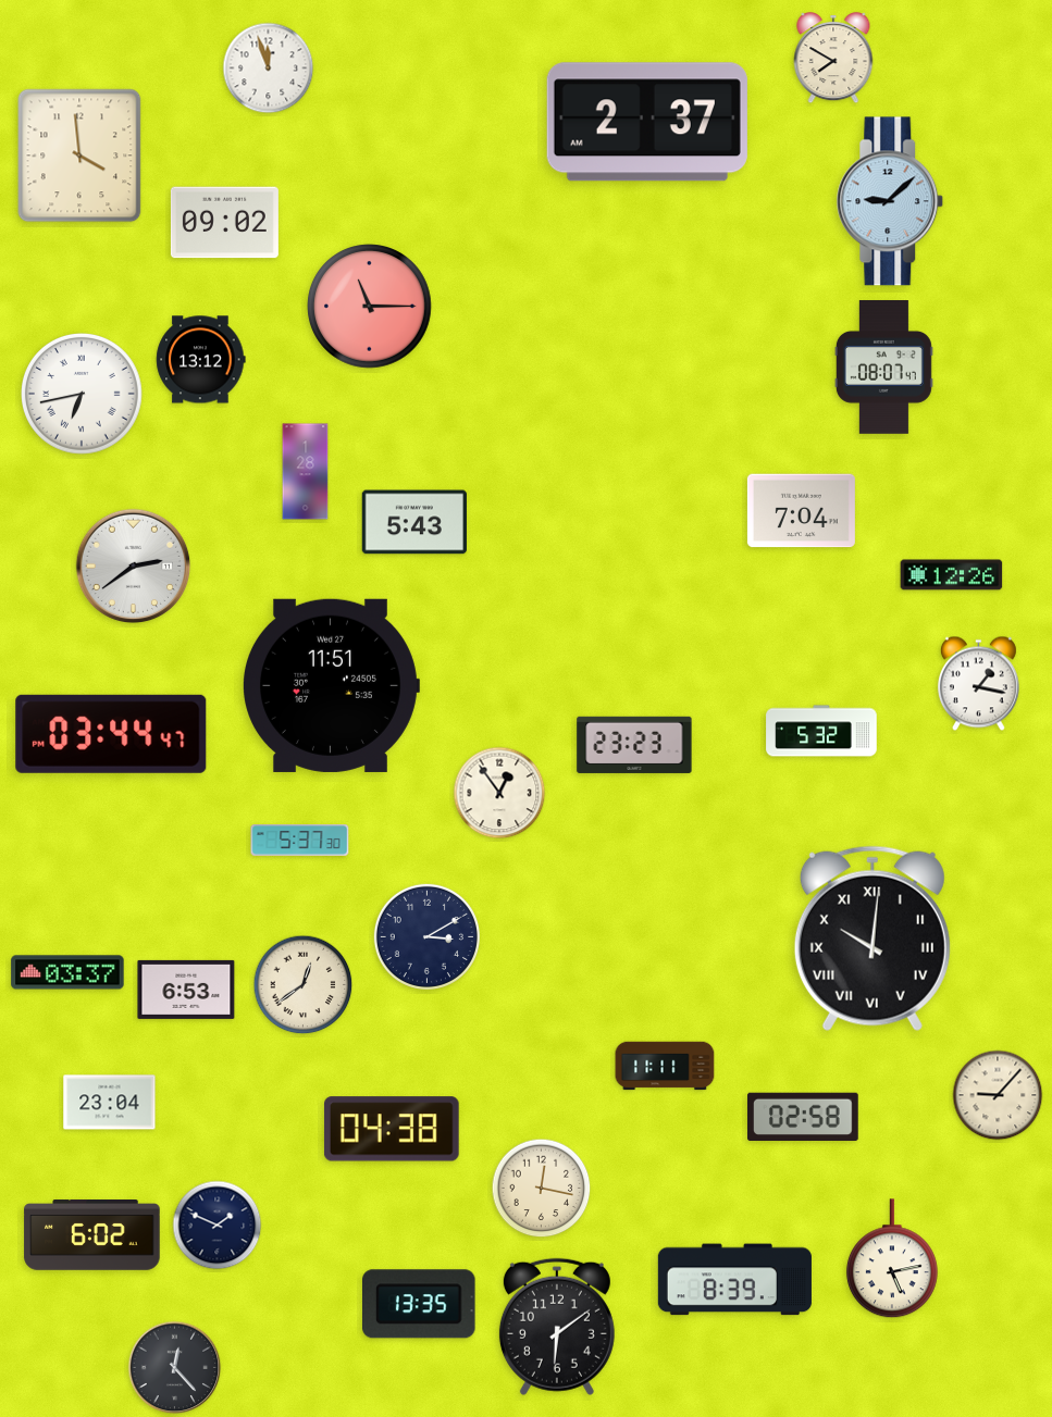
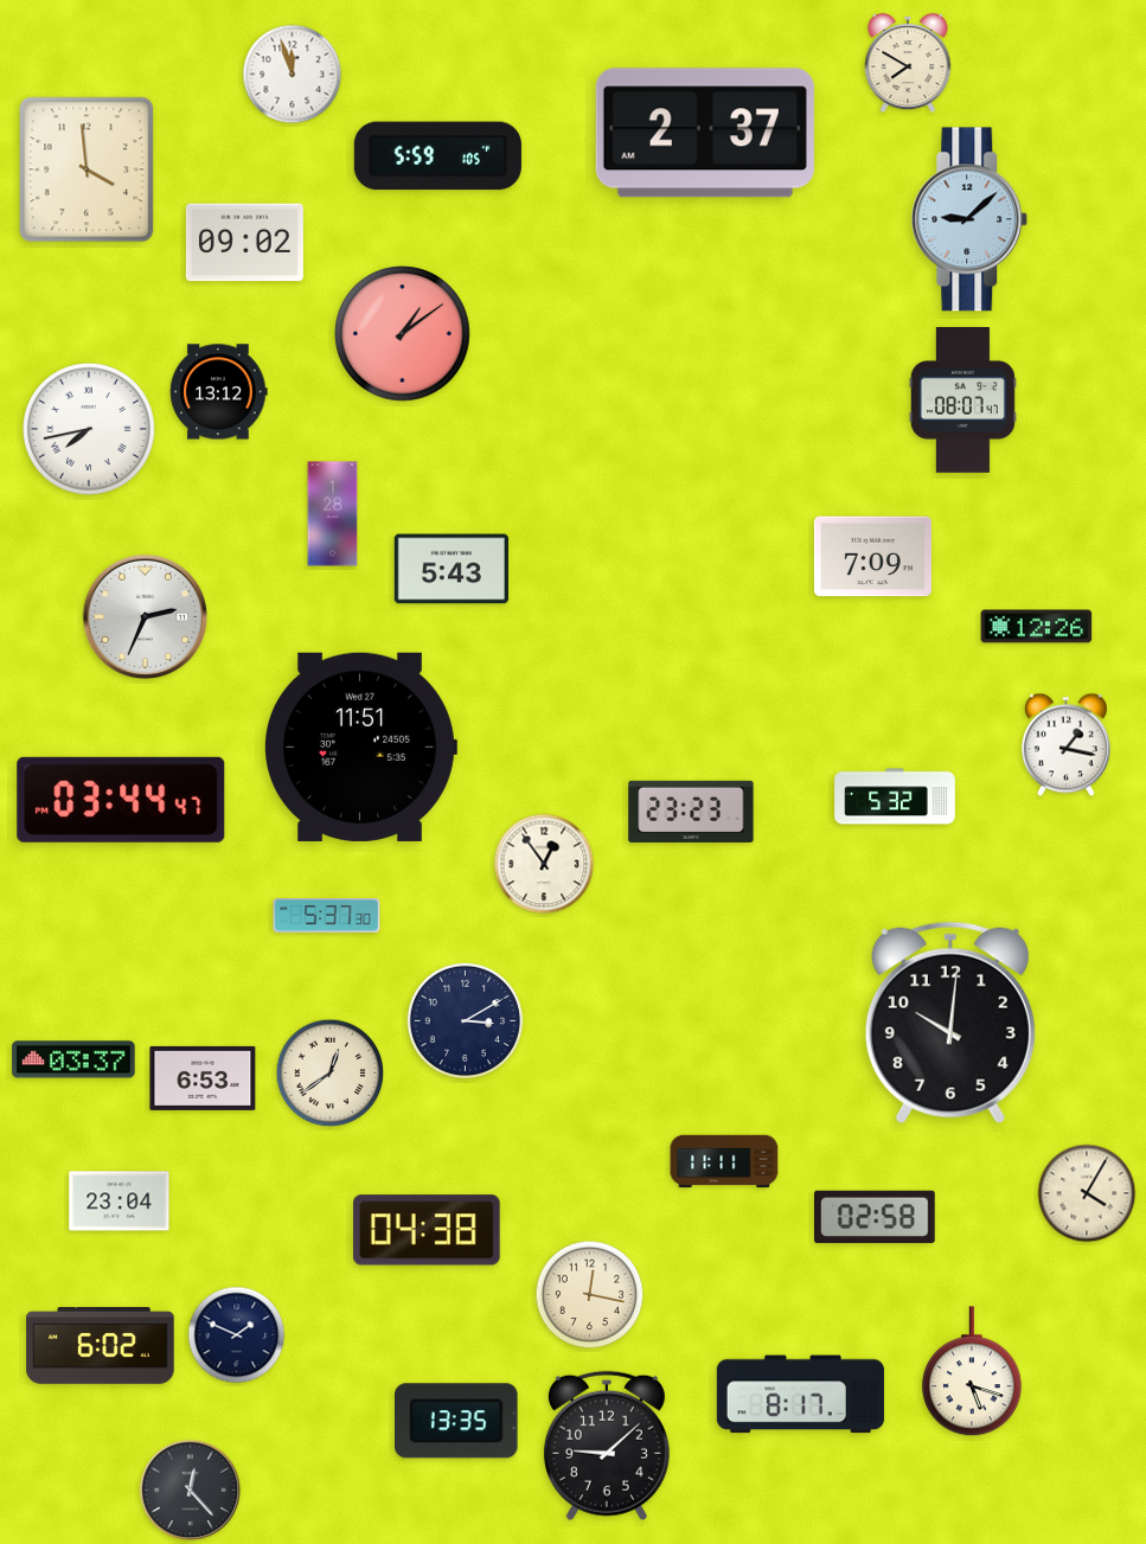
clock at (437, 156): none -> 5:59
clock at (370, 307): 11:15 -> 1:09
clock at (83, 395): 6:43 -> 7:43
clock at (801, 511): 7:04 -> 7:09
clock at (134, 567): 2:39 -> 2:34
clock at (872, 939) numerals: Roman -> Arabic
clock at (998, 1095): 9:07 -> 4:05
clock at (892, 1259): 5:13 -> 5:18
clock at (734, 1280): 8:39 -> 8:17
clock at (557, 1327): 6:09 -> 9:08
